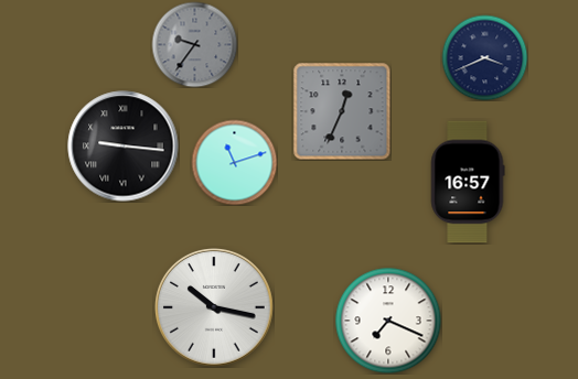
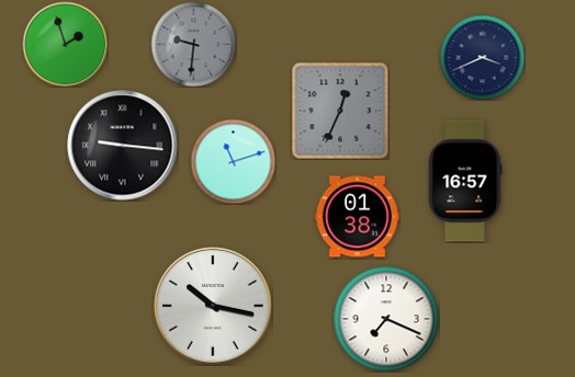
clock at (65, 44): none -> 1:57
clock at (194, 44): 9:36 -> 9:31
clock at (357, 217): none -> 01:38
